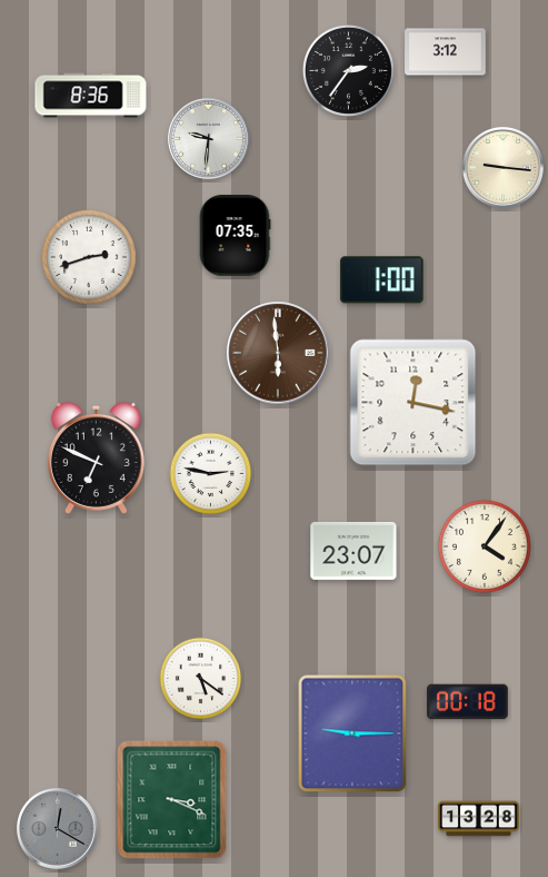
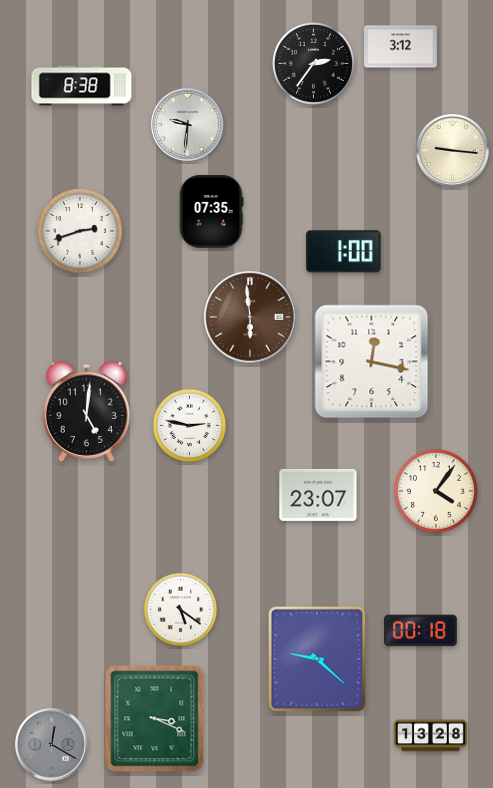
clock at (91, 96): 8:36 -> 8:38
clock at (96, 457): 6:49 -> 5:01
clock at (352, 733): 9:15 -> 9:22
